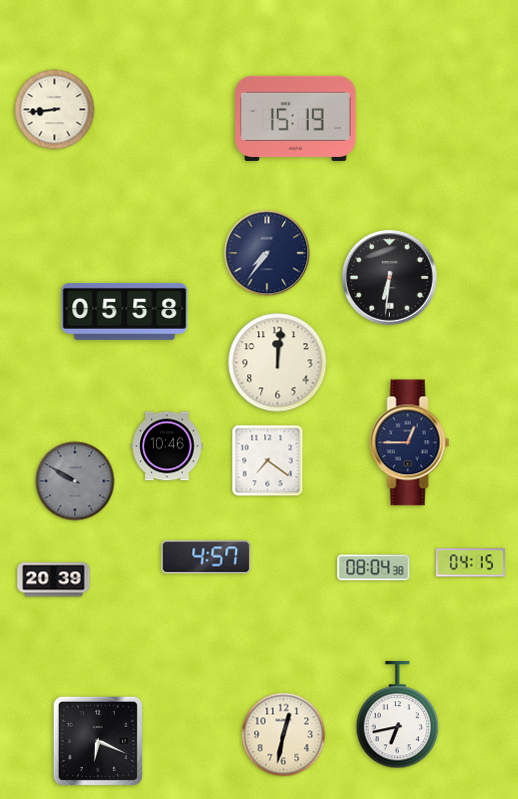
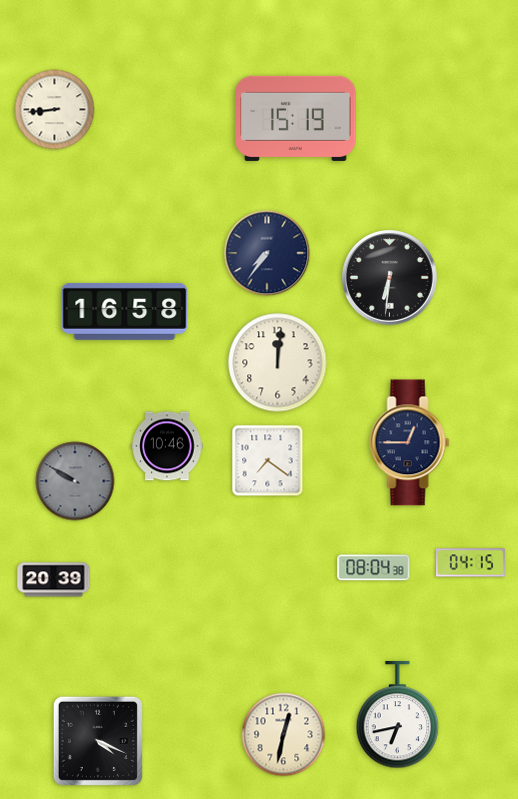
clock at (125, 311): 05:58 -> 16:58
clock at (206, 557): 4:57 -> none
clock at (98, 741): 6:19 -> 4:19
